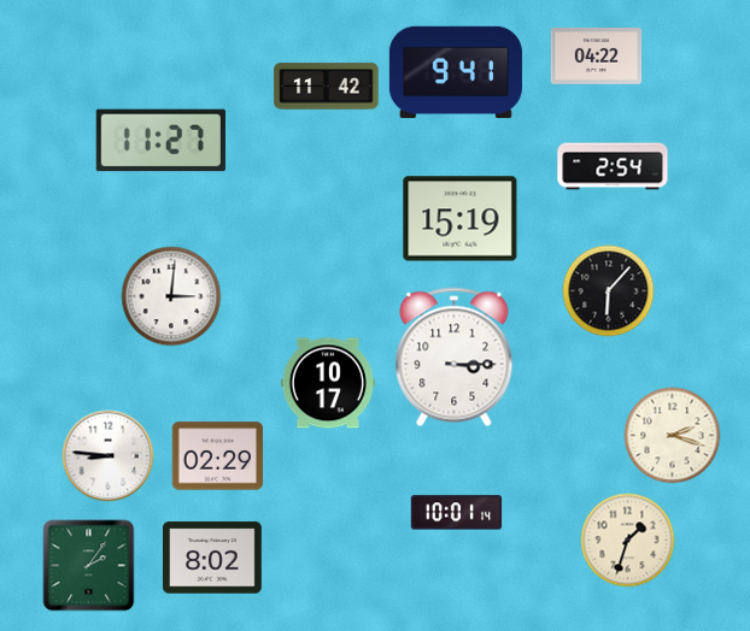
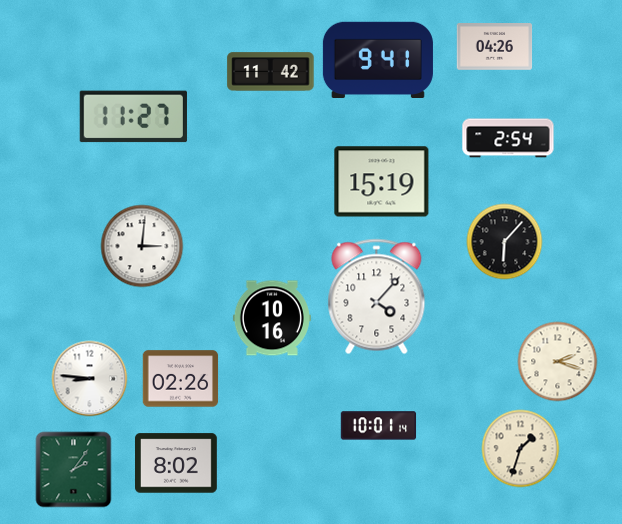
clock at (597, 57): 04:22 -> 04:26
clock at (455, 358): 3:15 -> 4:07
clock at (328, 383): 10:17 -> 10:16
clock at (218, 456): 02:29 -> 02:26
